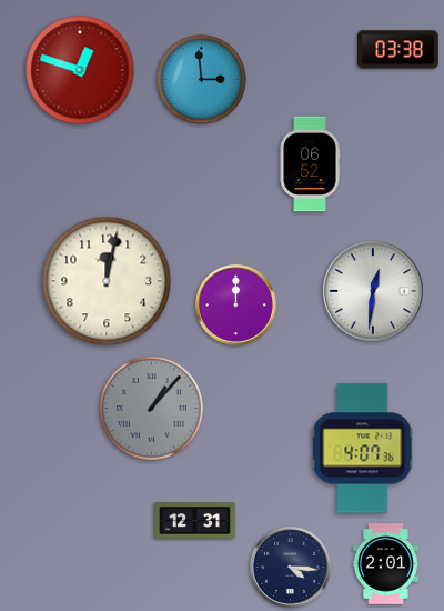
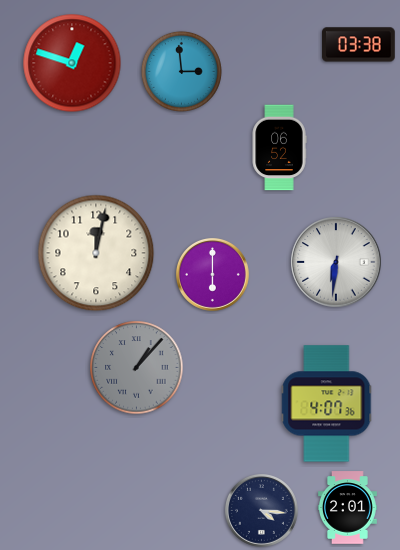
clock at (373, 291): 12:31 -> 6:31
clock at (235, 304): 12:00 -> 6:00
clock at (195, 521): 12:31 -> none
